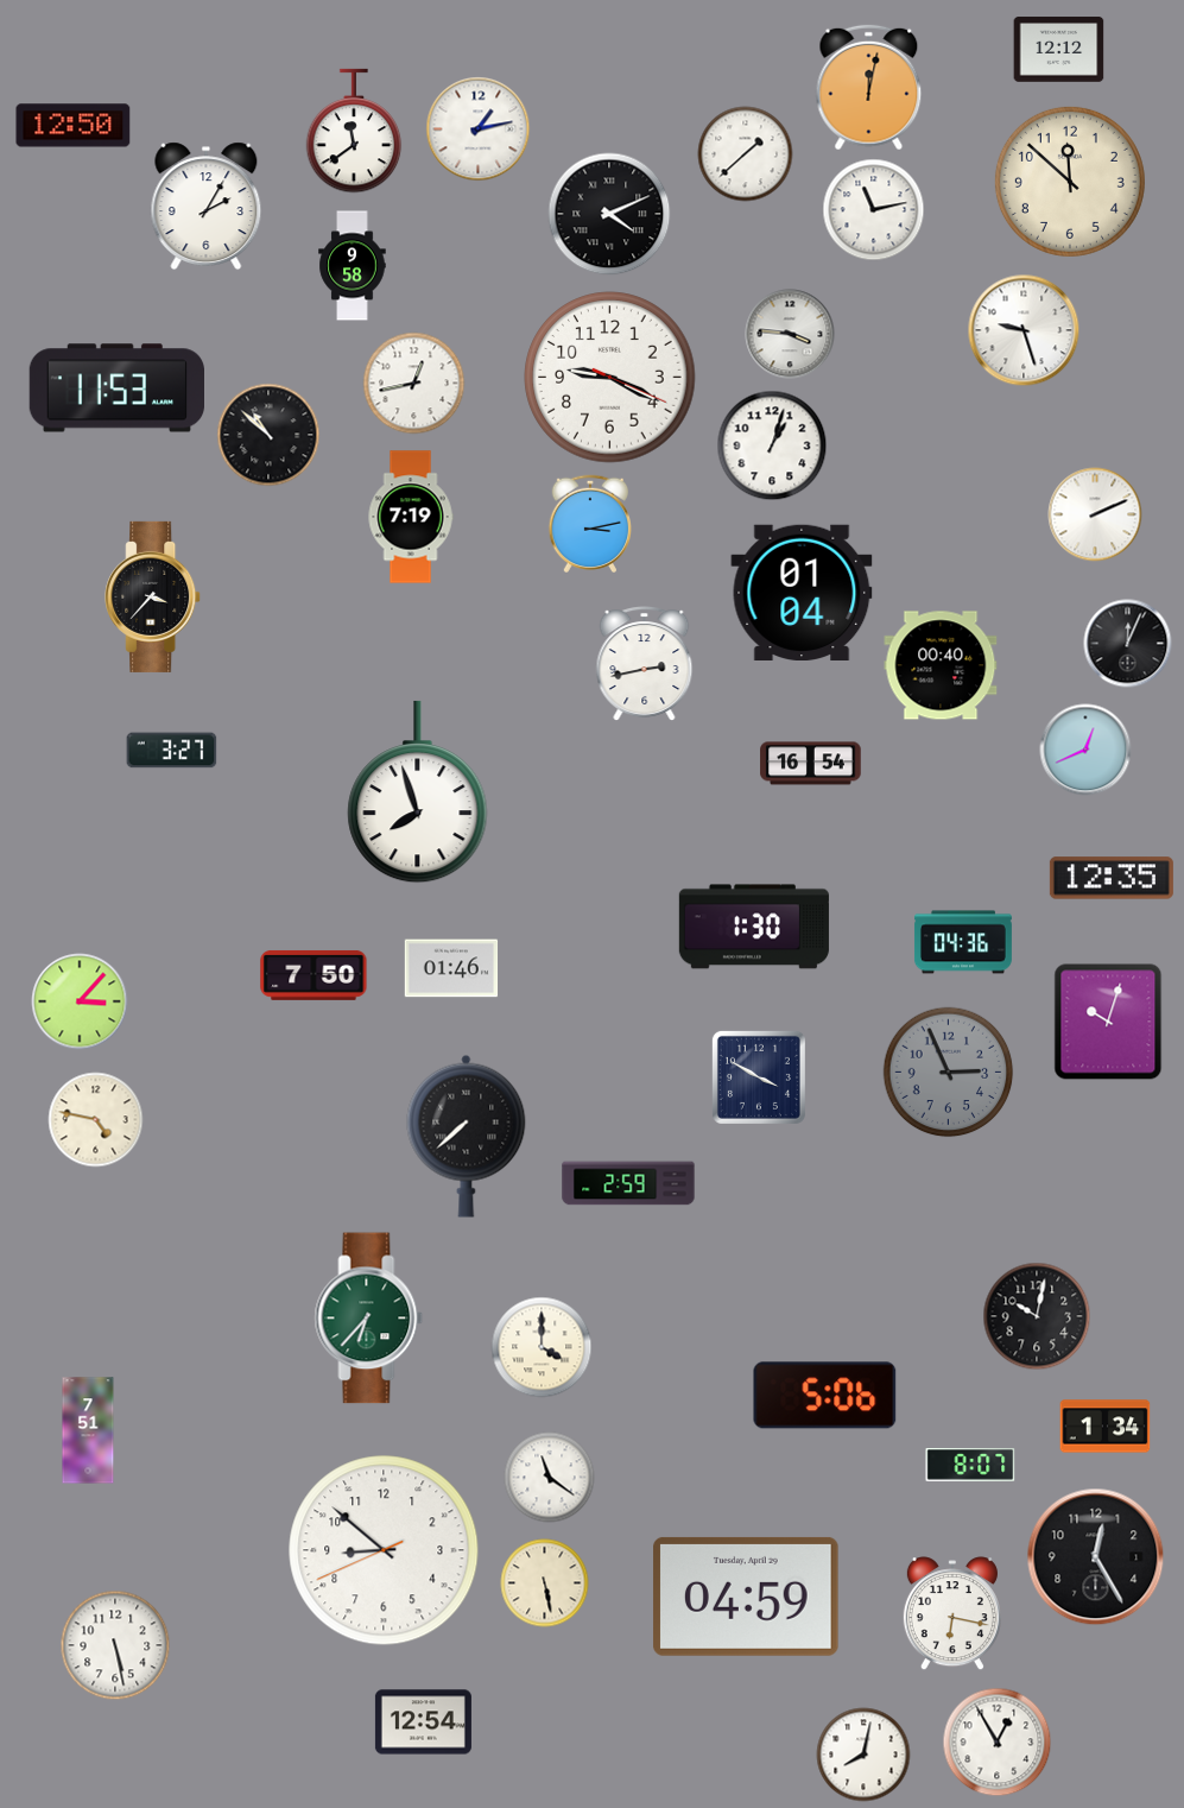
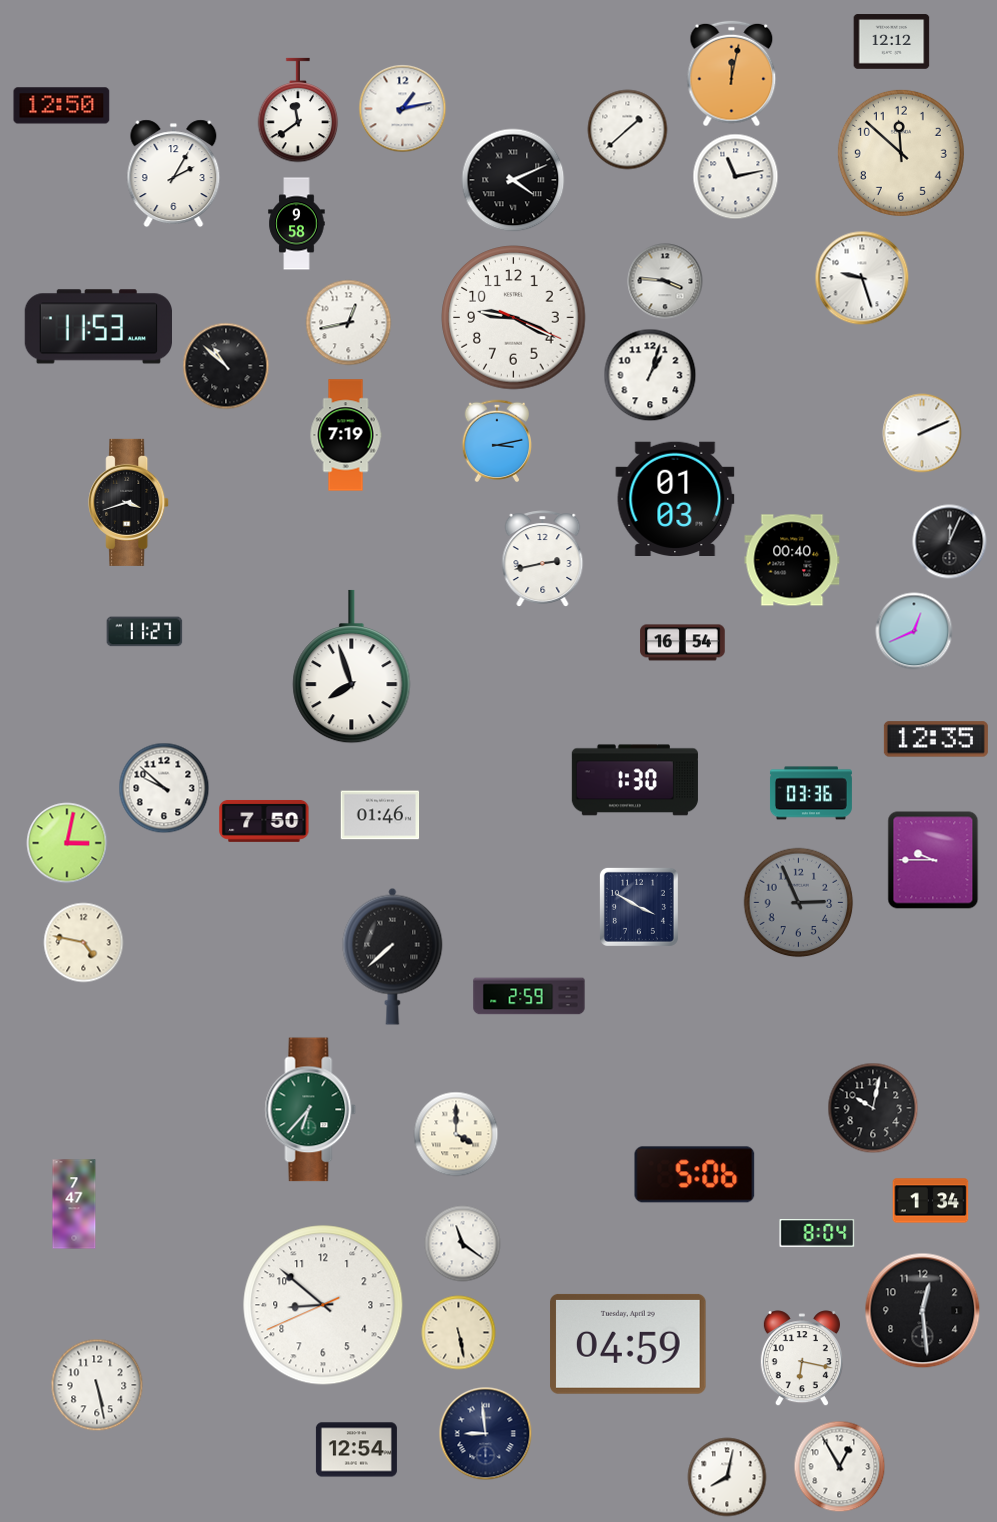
clock at (802, 592): 01:04 -> 01:03
clock at (153, 596): 3:37 -> 3:42
clock at (172, 751): 3:27 -> 11:27
clock at (164, 788): none -> 9:52
clock at (963, 942): 04:36 -> 03:36
clock at (80, 1001): 3:07 -> 3:02
clock at (1108, 1022): 10:03 -> 9:45
clock at (96, 1120) position: (96, 1120) -> (84, 943)
clock at (88, 1430): 7:51 -> 7:47
clock at (970, 1466): 8:07 -> 8:04
clock at (1096, 1557): 12:25 -> 12:29
clock at (486, 1434): none -> 8:59
